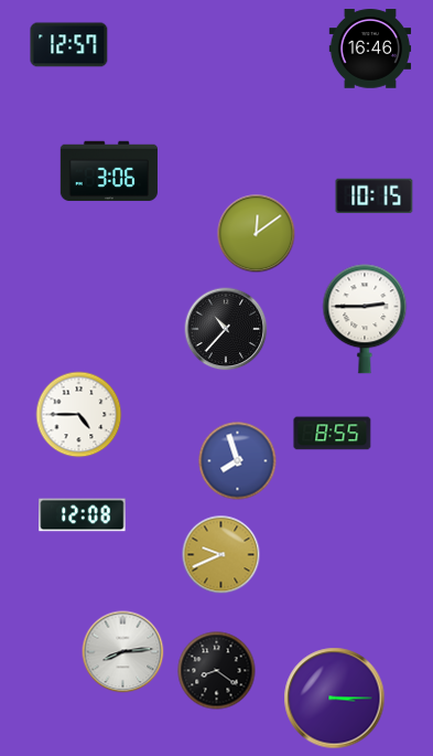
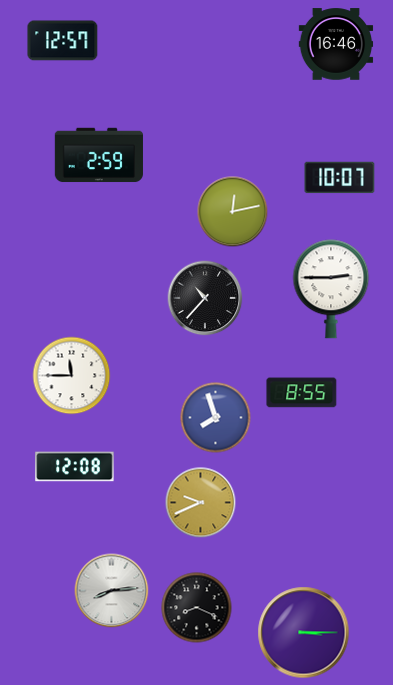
clock at (109, 171): 3:06 -> 2:59
clock at (375, 196): 10:15 -> 10:07
clock at (257, 234): 12:09 -> 12:13
clock at (79, 415): 4:45 -> 11:45
clock at (217, 671): 8:21 -> 8:19
